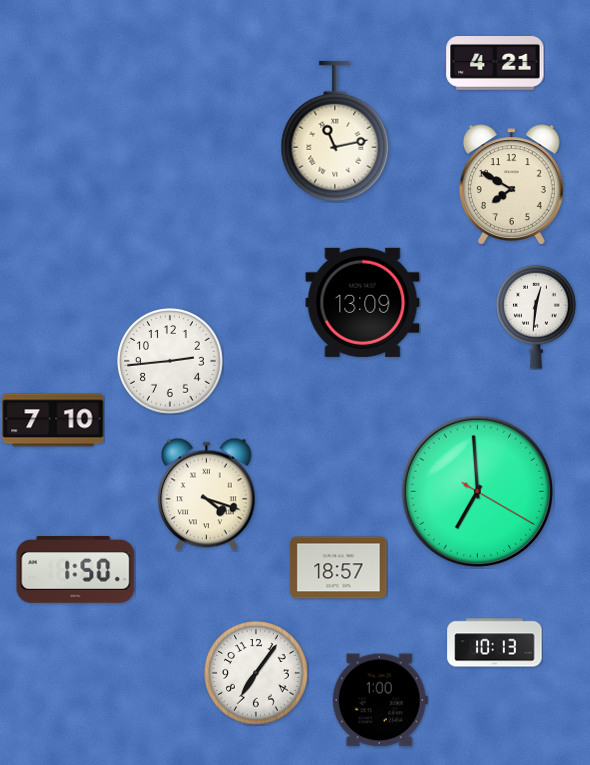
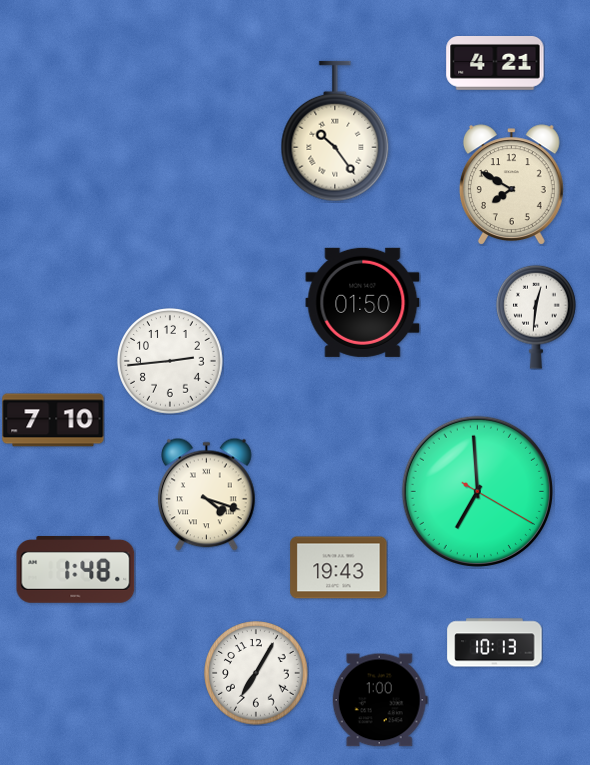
clock at (335, 131): 11:13 -> 10:24
clock at (363, 302): 13:09 -> 01:50
clock at (339, 568): 18:57 -> 19:43
clock at (76, 570): 1:50 -> 1:48
clock at (256, 673): 7:06 -> 7:05
